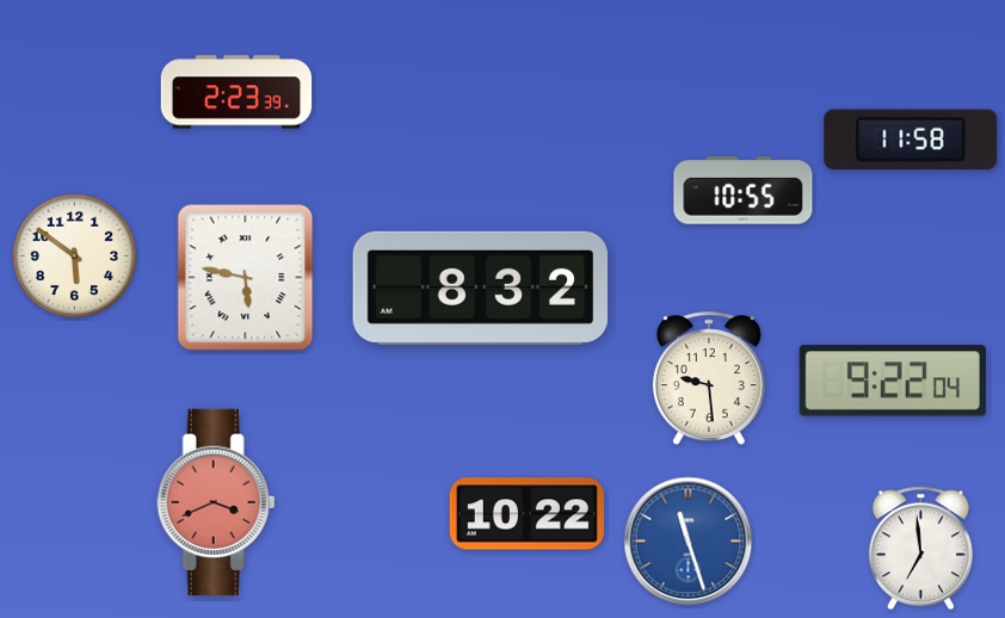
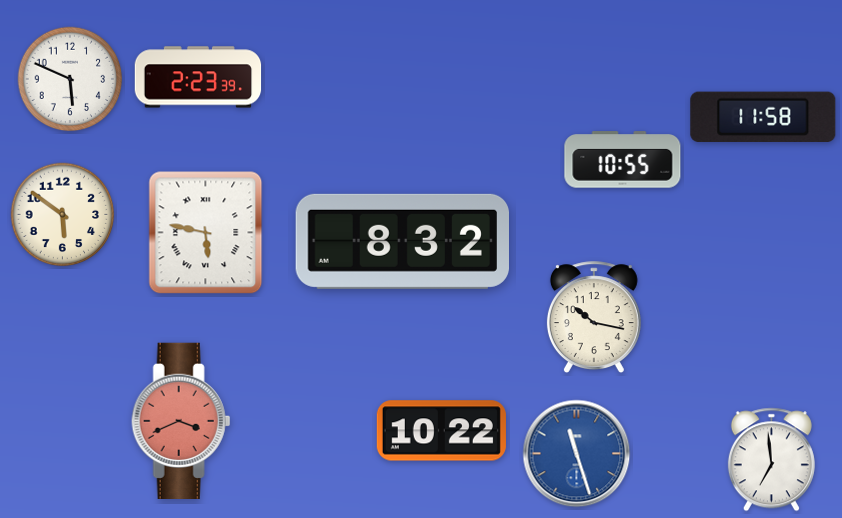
clock at (70, 79): none -> 5:49
clock at (709, 379): 9:29 -> 10:17
clock at (893, 381): 9:22 -> none
